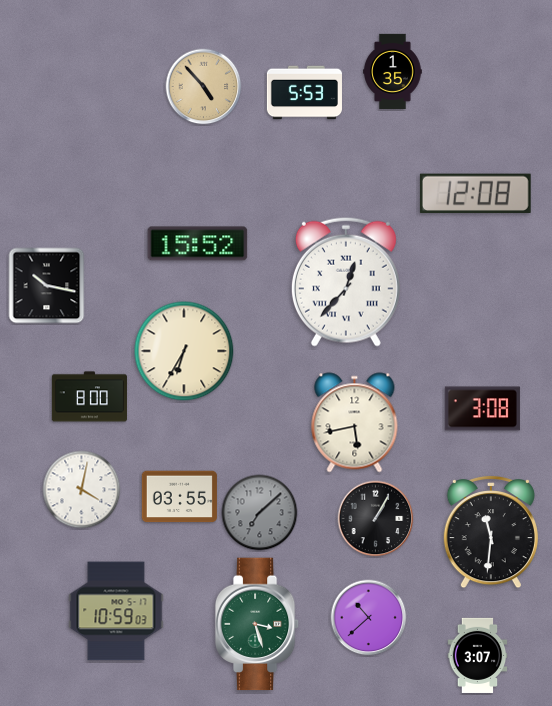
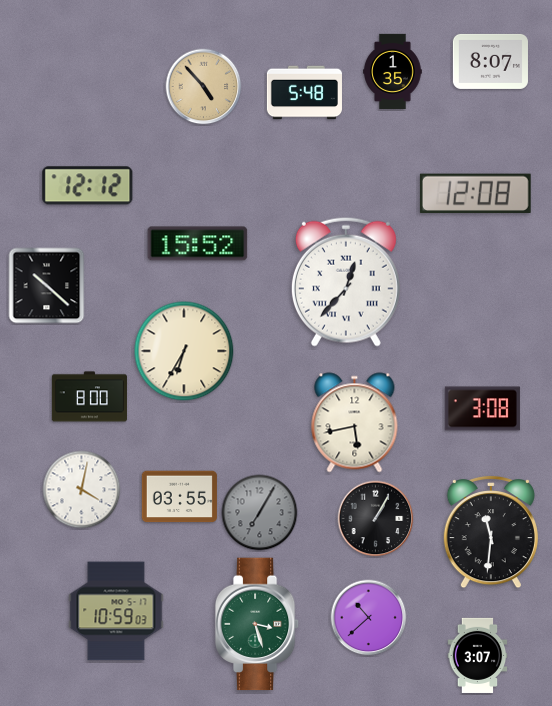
clock at (490, 61): none -> 8:07
clock at (304, 93): 5:53 -> 5:48
clock at (88, 186): none -> 12:12
clock at (47, 286): 10:17 -> 10:22
clock at (260, 513): 7:08 -> 7:05
